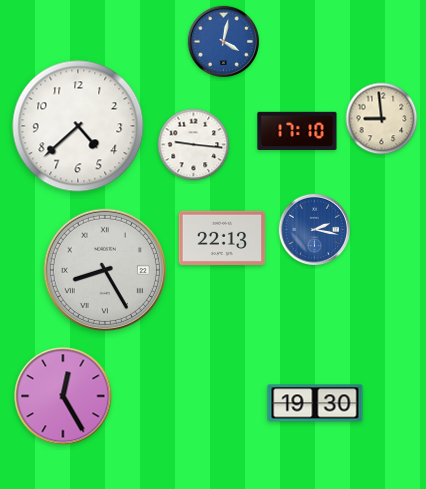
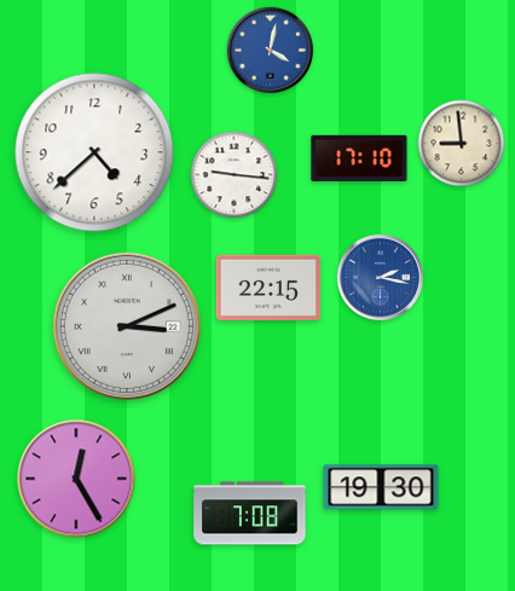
clock at (222, 237): 22:13 -> 22:15
clock at (105, 270): 8:25 -> 3:11
clock at (250, 514): none -> 7:08
